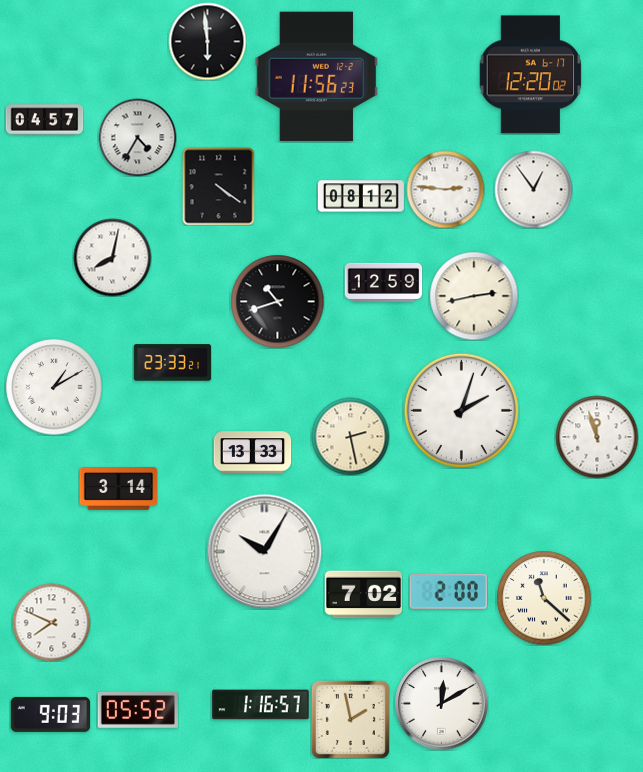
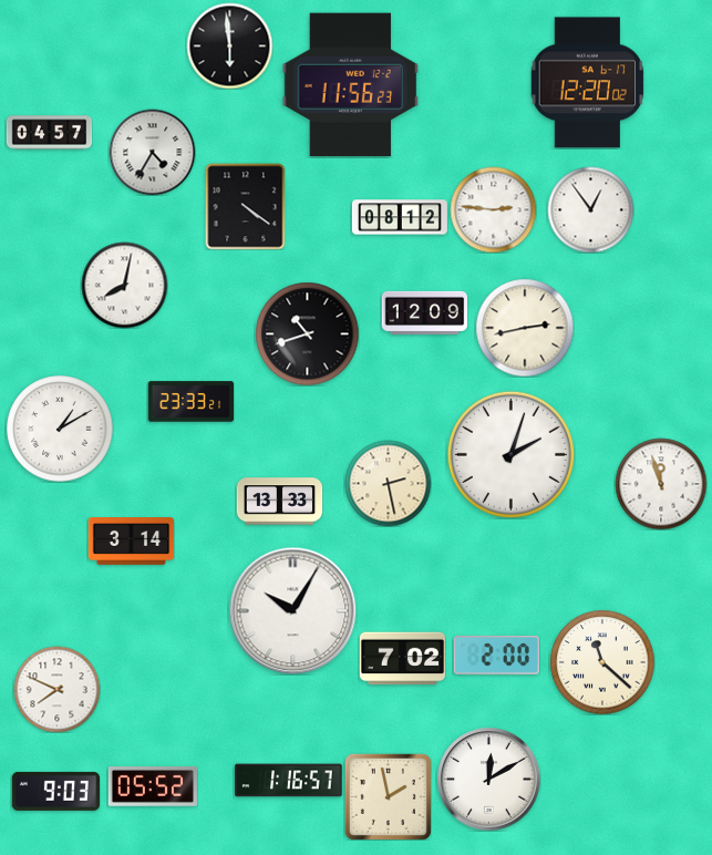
clock at (219, 186) position: (219, 186) -> (246, 206)
clock at (383, 282): 12:59 -> 12:09
